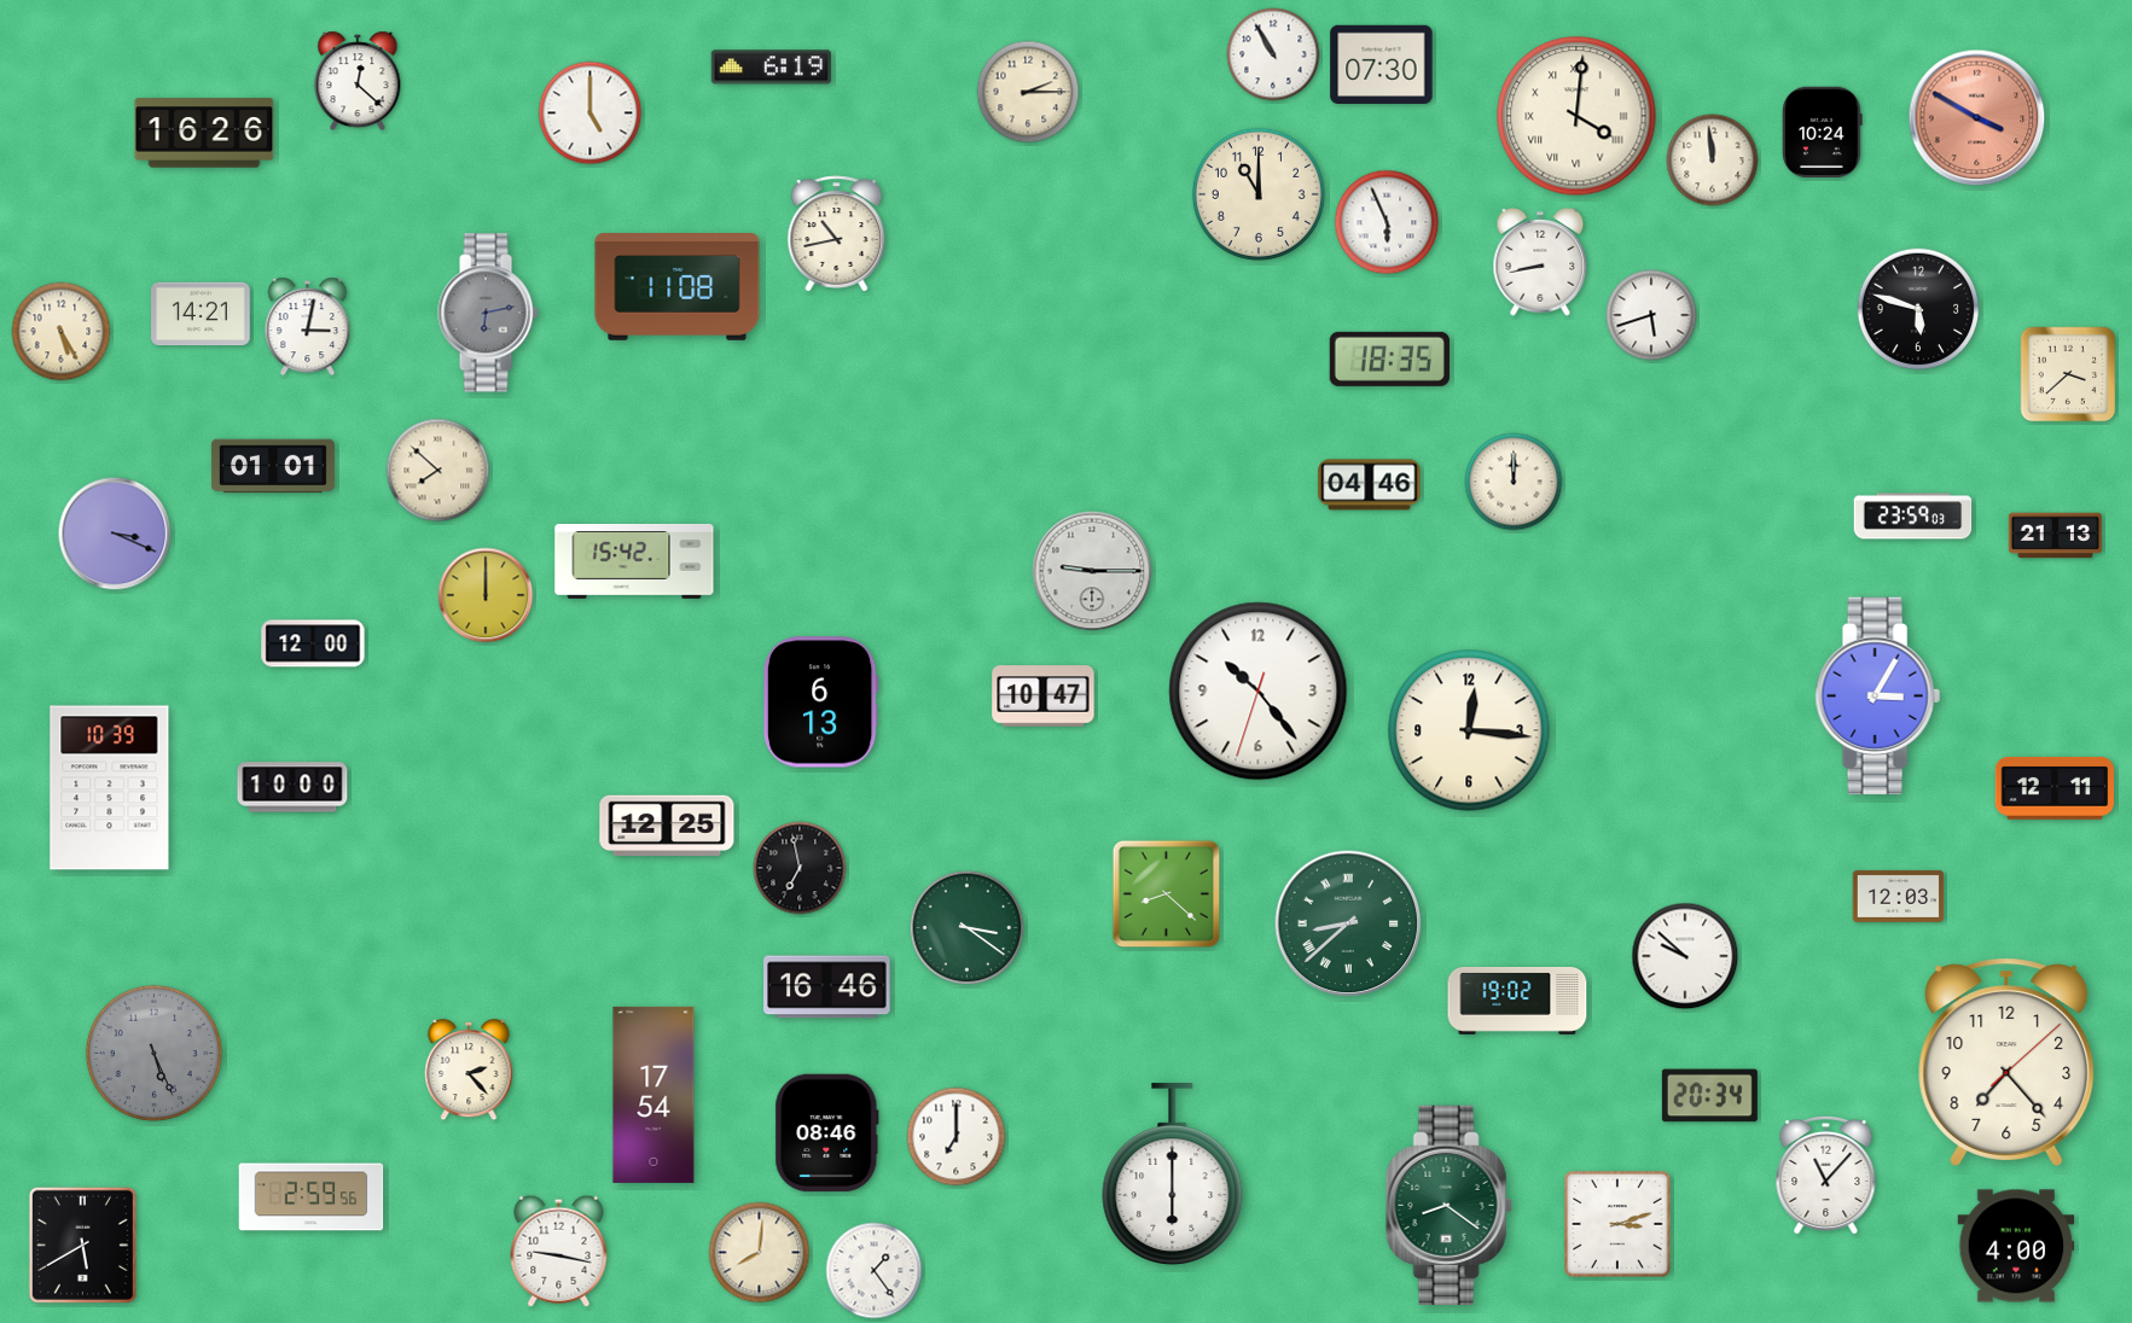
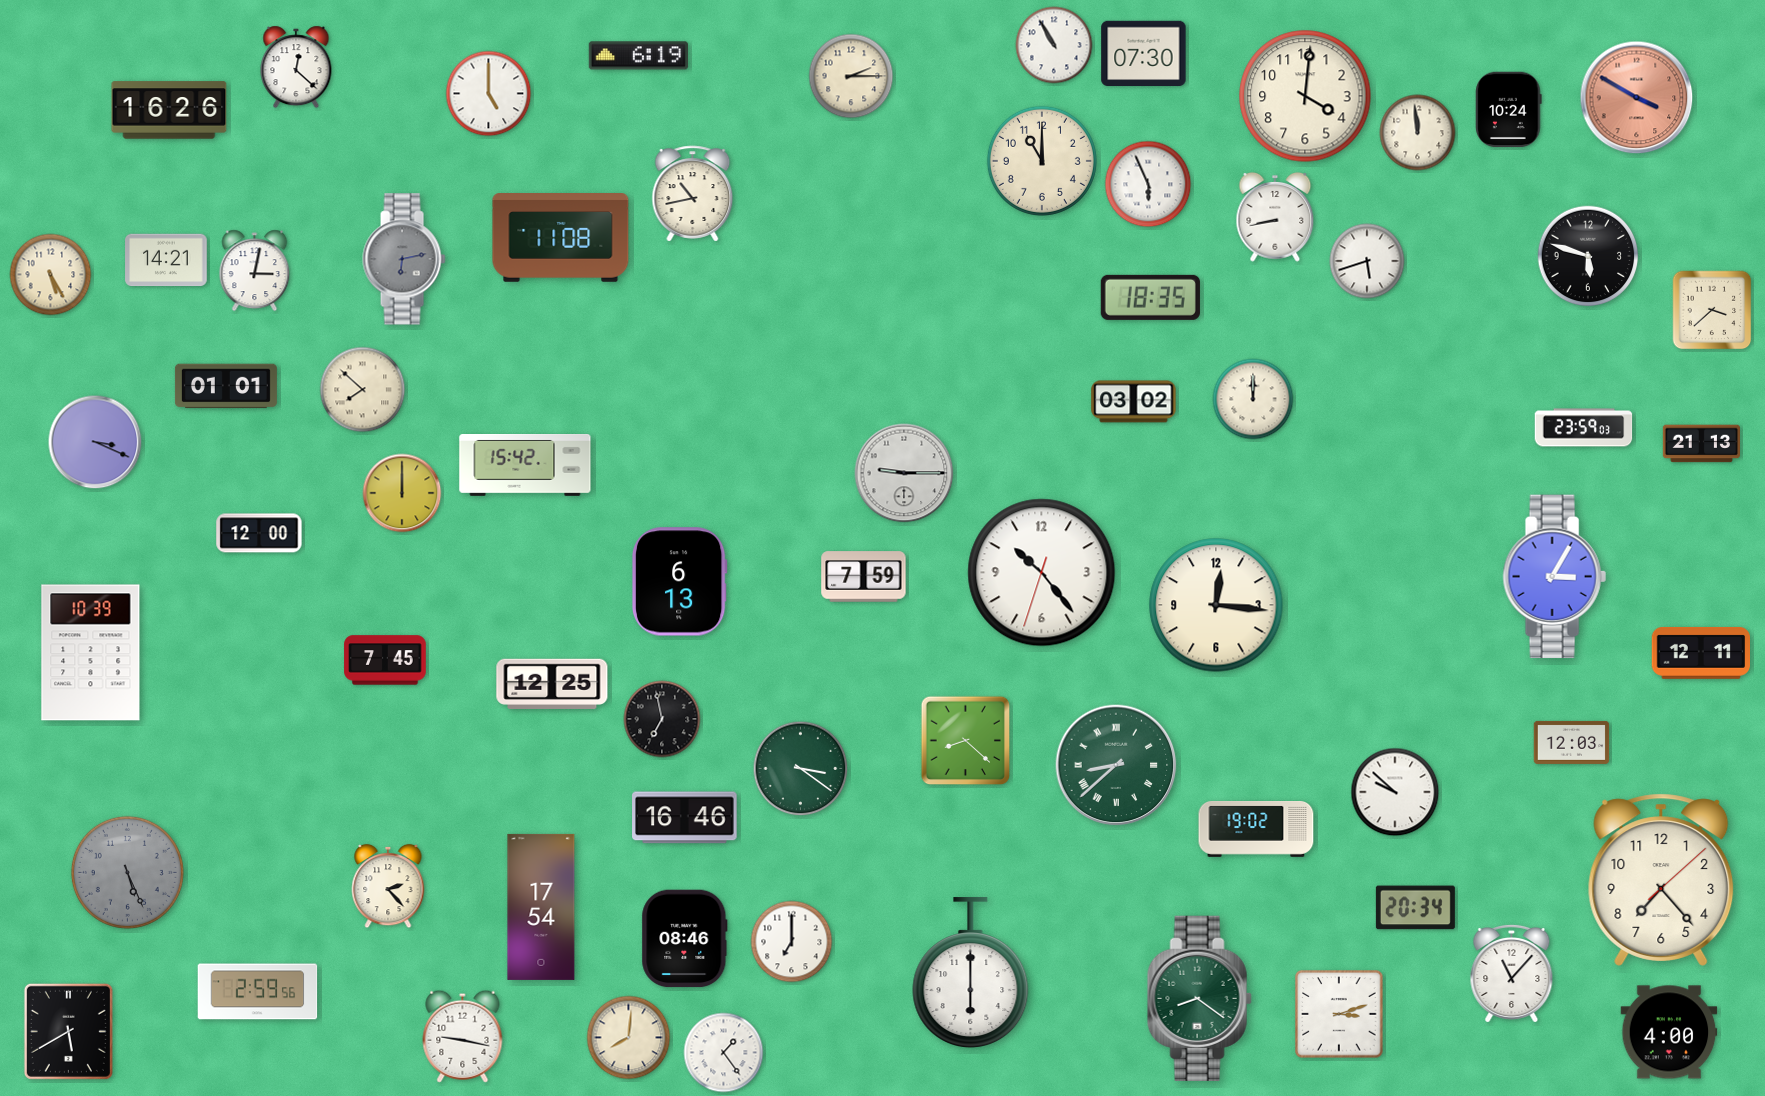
clock at (1576, 116) numerals: Roman -> Arabic
clock at (1370, 485): 04:46 -> 03:02
clock at (1044, 697): 10:47 -> 7:59
clock at (292, 787): 10:00 -> none
clock at (385, 660): none -> 7:45
